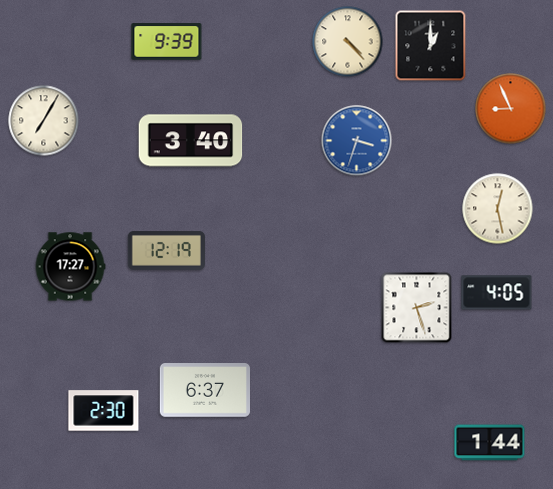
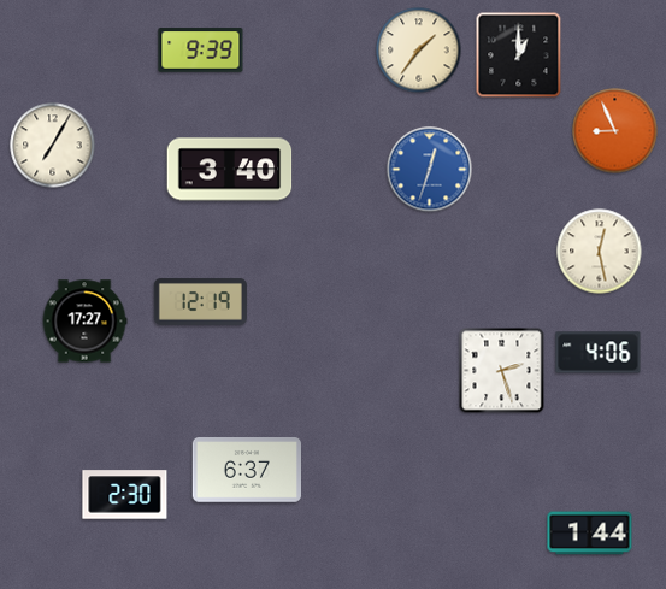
clock at (348, 42): 4:23 -> 1:36
clock at (357, 141): 3:33 -> 12:33
clock at (497, 293): 4:05 -> 4:06
